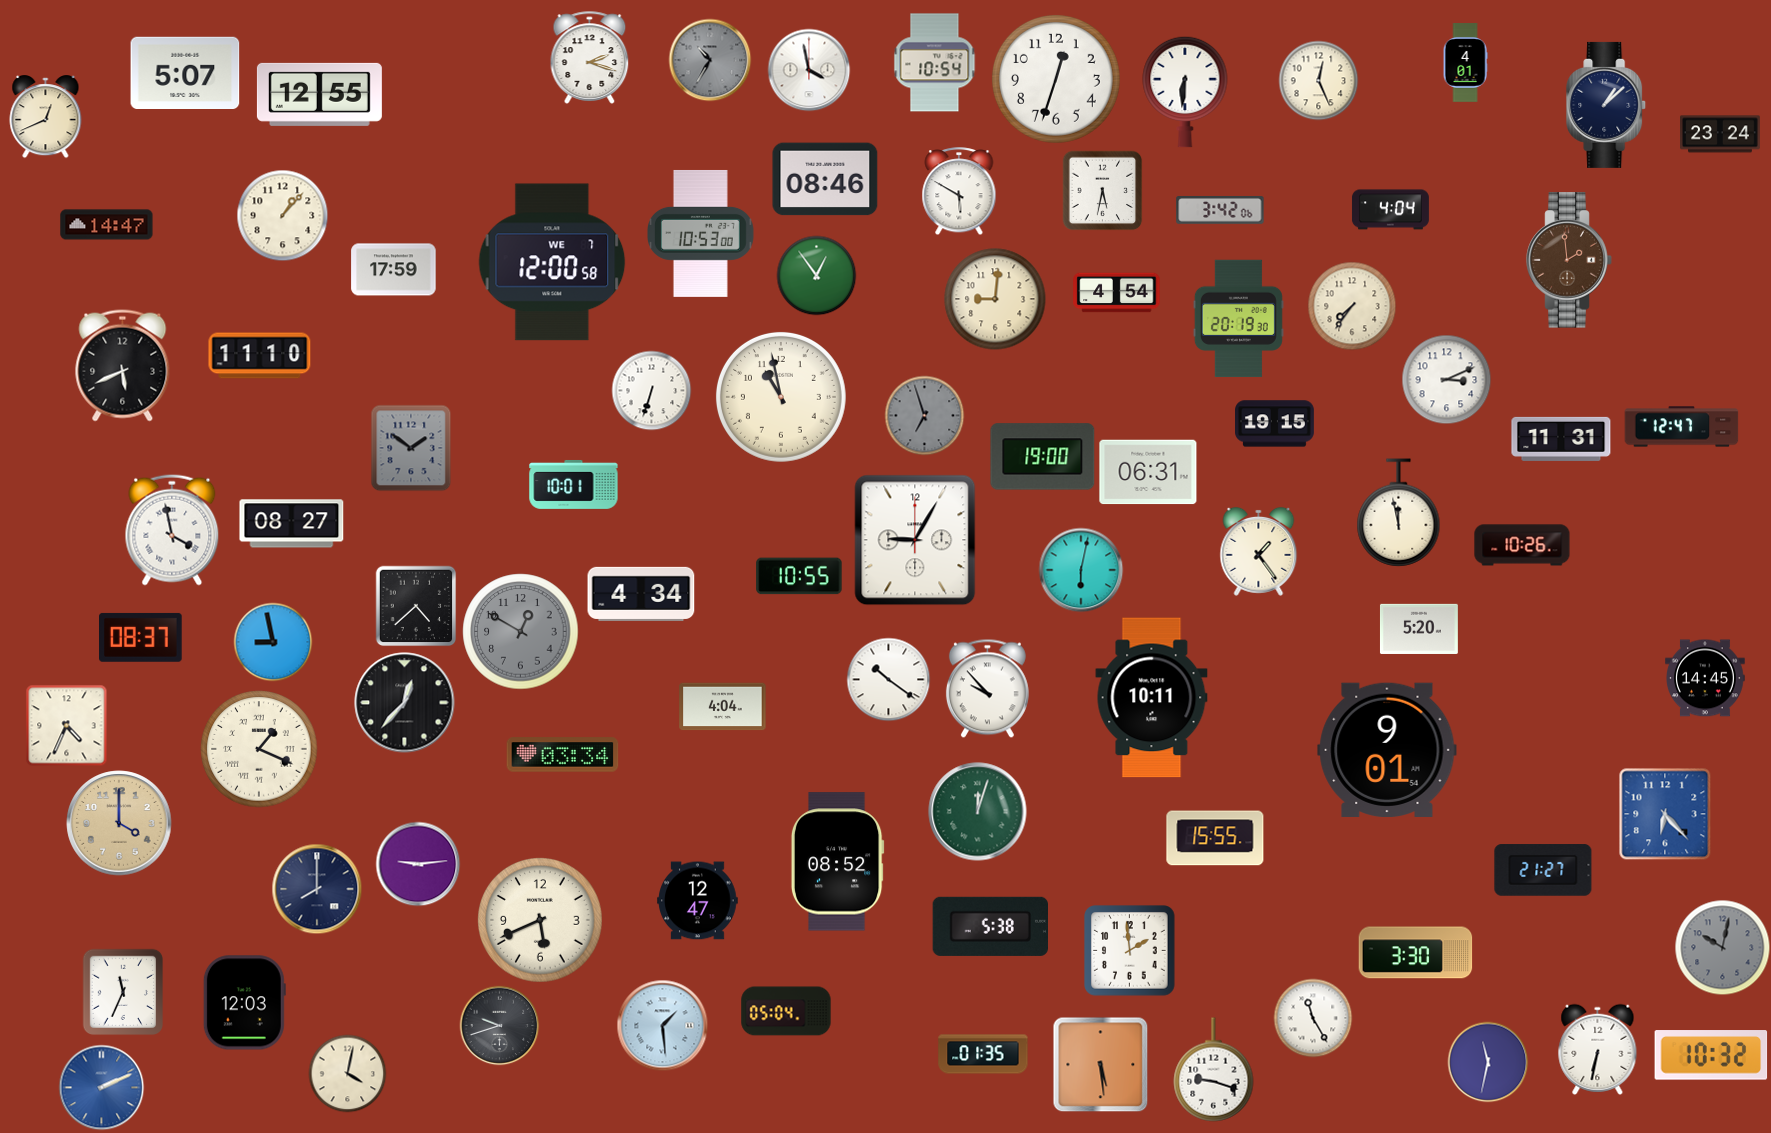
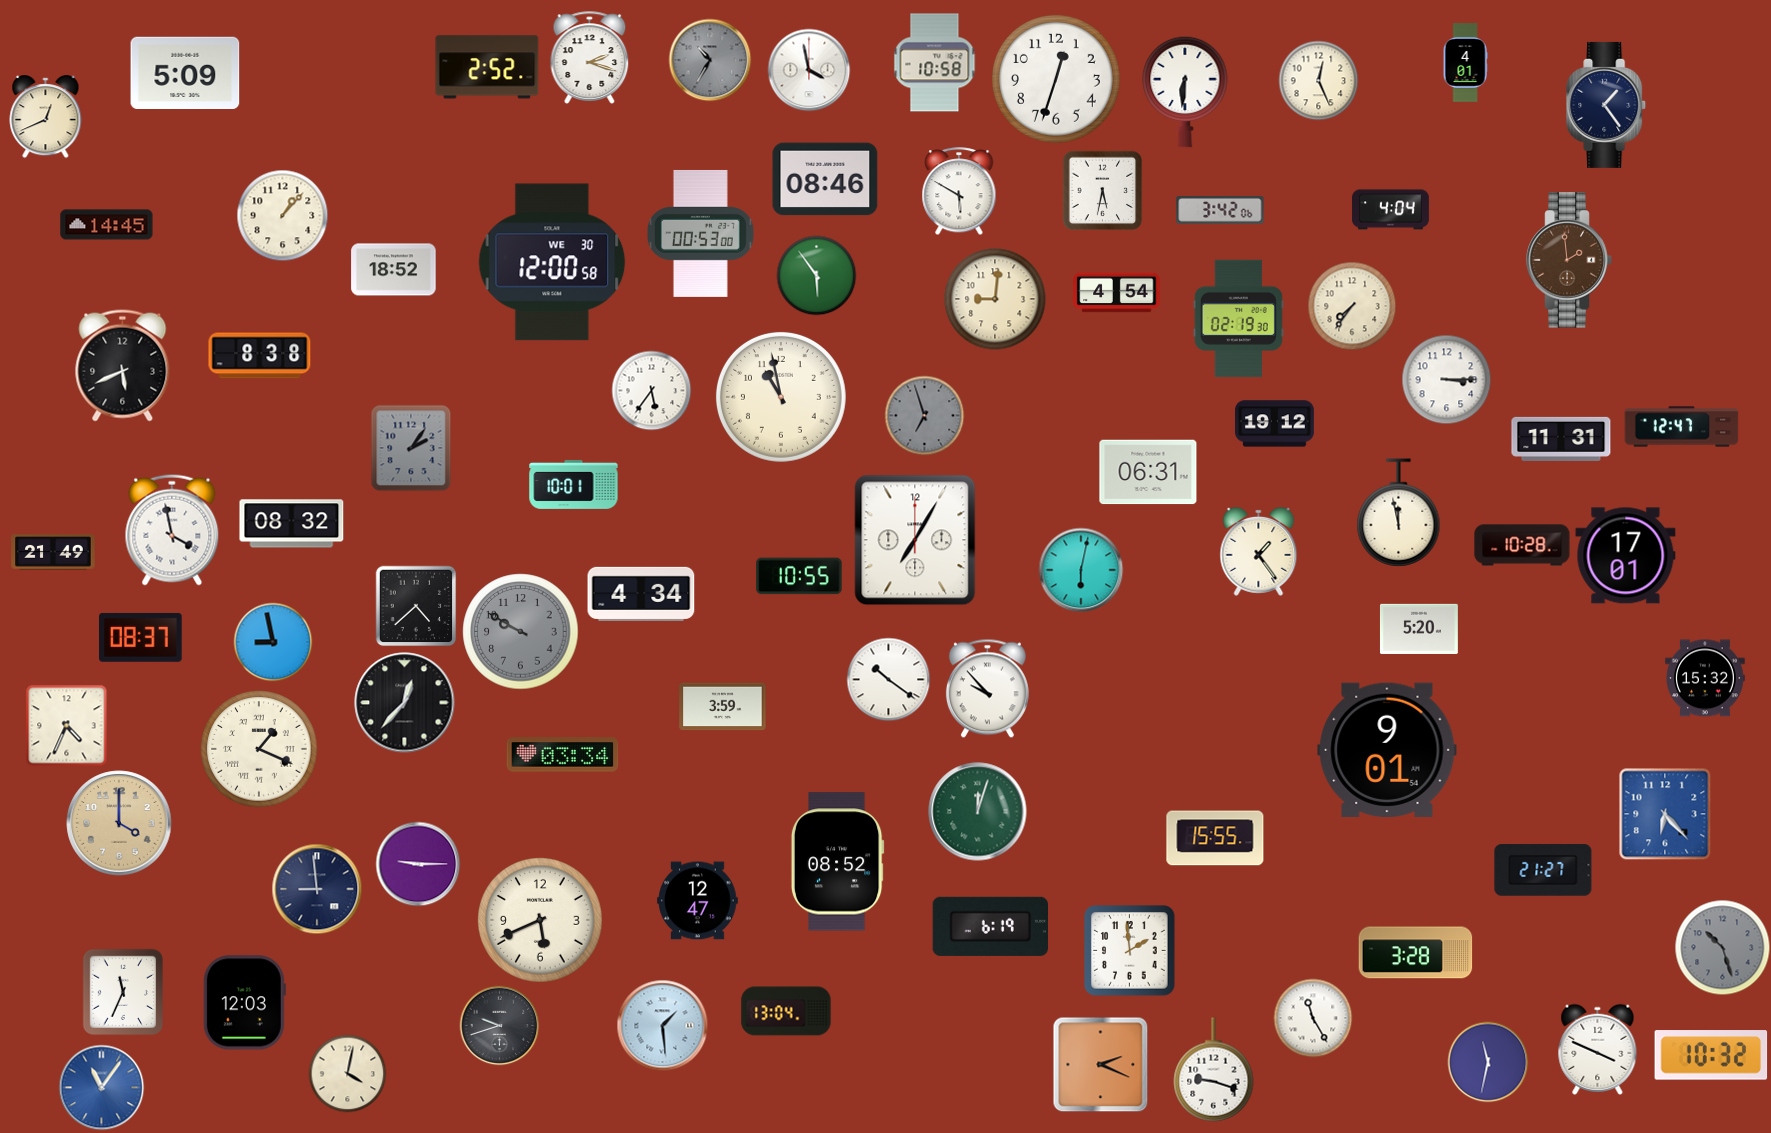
clock at (935, 63): 10:54 -> 10:58
clock at (487, 67): none -> 2:52
clock at (185, 72): 5:07 -> 5:09
clock at (319, 94): 12:55 -> none
clock at (1607, 105): 1:08 -> 1:24
clock at (1720, 134): 23:24 -> none
clock at (107, 225): 14:47 -> 14:45
clock at (701, 233): 10:53 -> 00:53
clock at (552, 262) date: WE 7 -> WE 30
clock at (394, 270): 17:59 -> 18:52
clock at (816, 275): 12:54 -> 5:54
clock at (1238, 319): 20:19 -> 02:19
clock at (260, 356): 11:10 -> 8:38
clock at (1446, 379): 3:11 -> 3:15
clock at (651, 390): 6:33 -> 5:36
clock at (1275, 424): 19:15 -> 19:12
clock at (411, 448): 1:51 -> 2:06
clock at (1043, 457): 19:00 -> none
clock at (292, 524): 08:27 -> 08:32
clock at (915, 540): 9:05 -> 7:05
clock at (1522, 545): 10:26 -> 10:28
clock at (53, 552): none -> 21:49
clock at (1626, 556): none -> 17:01
clock at (521, 632): 12:50 -> 9:50
clock at (1705, 678): 14:45 -> 15:32
clock at (1152, 698): 10:11 -> none
clock at (723, 707): 4:04 -> 3:59
clock at (418, 864): 9:14 -> 9:15
clock at (317, 889): 8:00 -> 8:59
clock at (990, 926): 5:38 -> 6:19
clock at (1722, 947): 10:02 -> 10:27
clock at (1416, 953): 3:30 -> 3:28
clock at (786, 1011): 05:04 -> 13:04
clock at (1598, 1049): 6:32 -> 3:49
clock at (983, 1054): 01:35 -> none
clock at (1100, 1064): 5:29 -> 2:19
clock at (101, 1087): 2:11 -> 11:06
